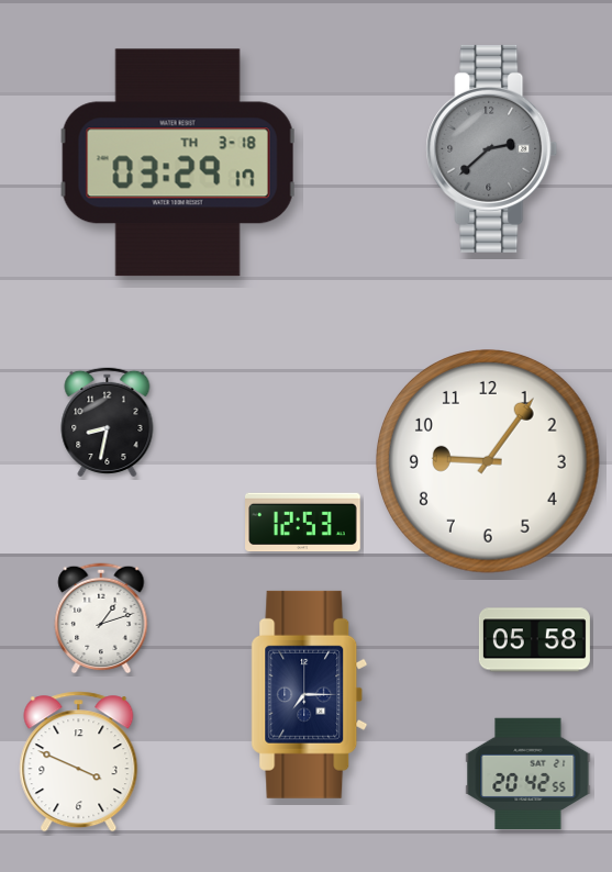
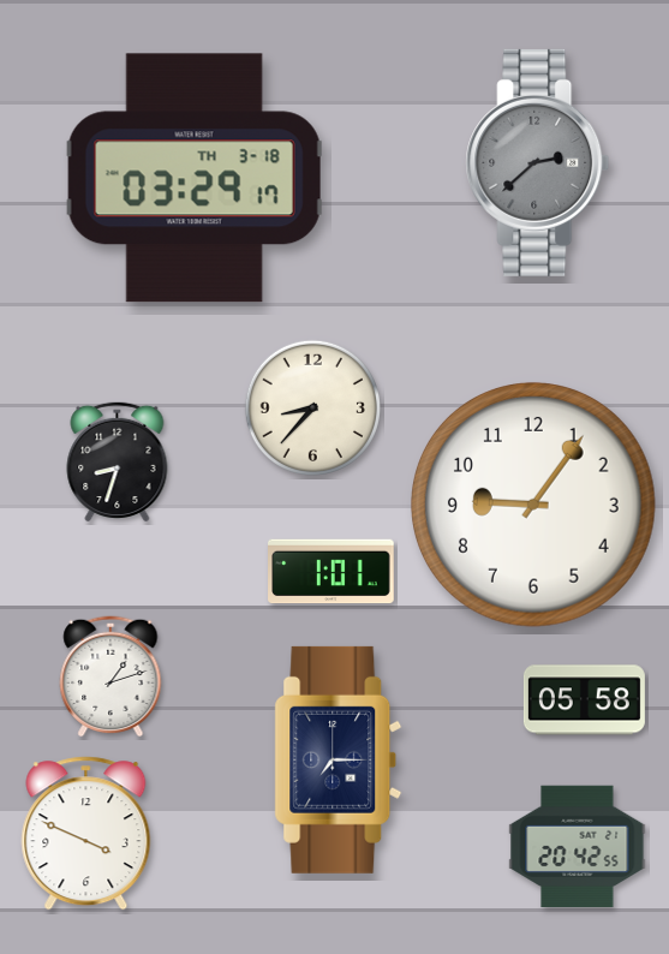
clock at (312, 407): none -> 8:37
clock at (108, 421): 8:32 -> 8:33
clock at (303, 523): 12:53 -> 1:01
